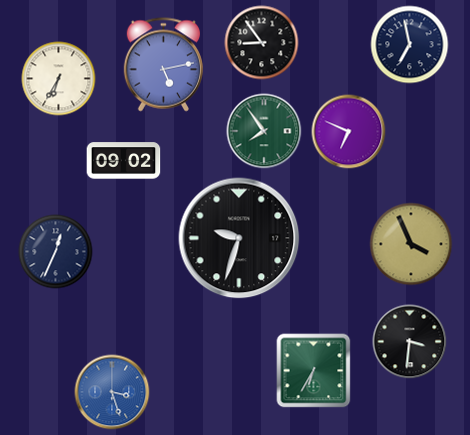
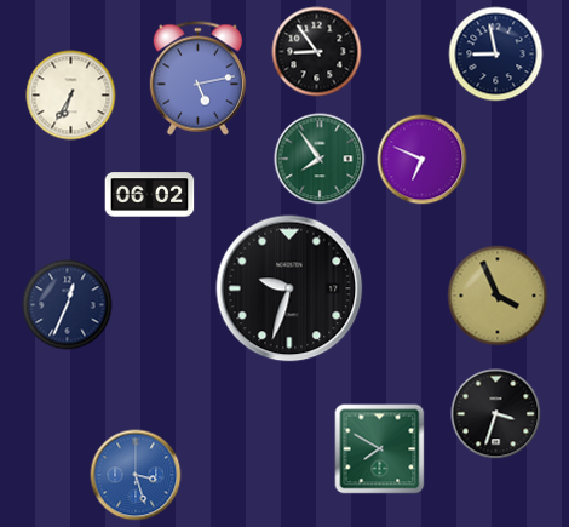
clock at (410, 45): 6:58 -> 8:58
clock at (124, 161): 09:02 -> 06:02
clock at (410, 342): 3:31 -> 3:33
clock at (314, 371): 6:35 -> 7:50
